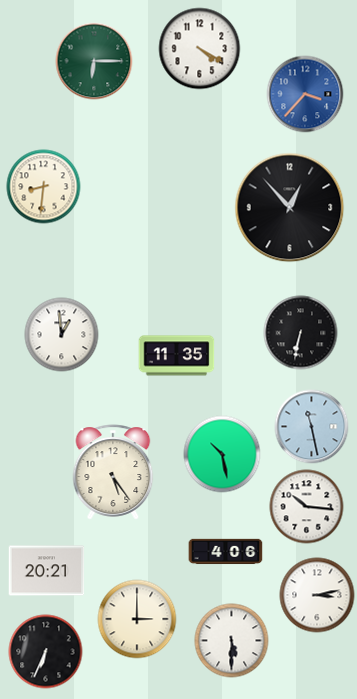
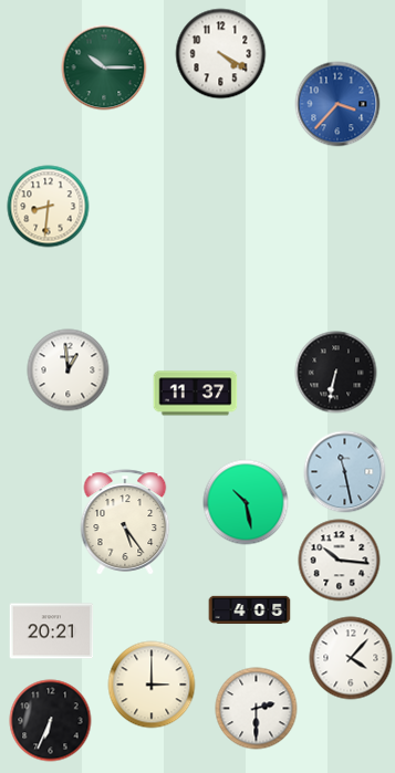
clock at (94, 61): 6:15 -> 10:15
clock at (290, 208): 12:53 -> none
clock at (301, 333) position: (301, 333) -> (336, 373)
clock at (177, 356): 11:35 -> 11:37
clock at (226, 552): 4:06 -> 4:05
clock at (317, 595): 3:13 -> 4:07
clock at (232, 641): 5:30 -> 2:30
